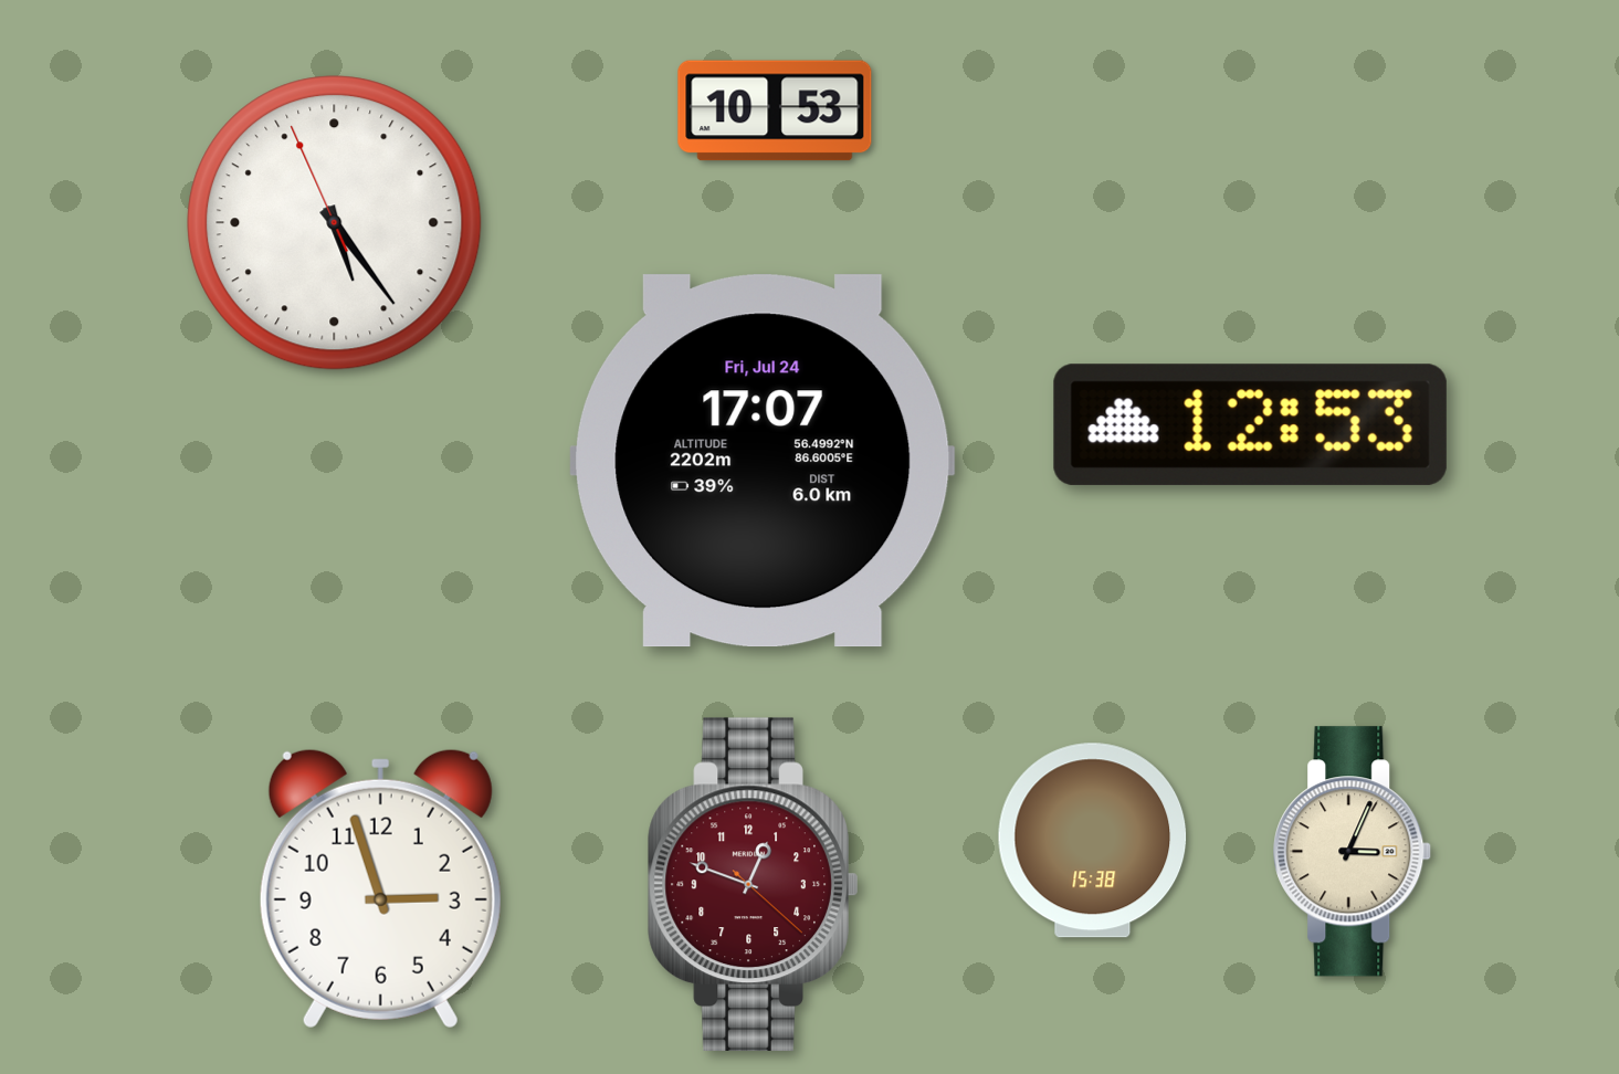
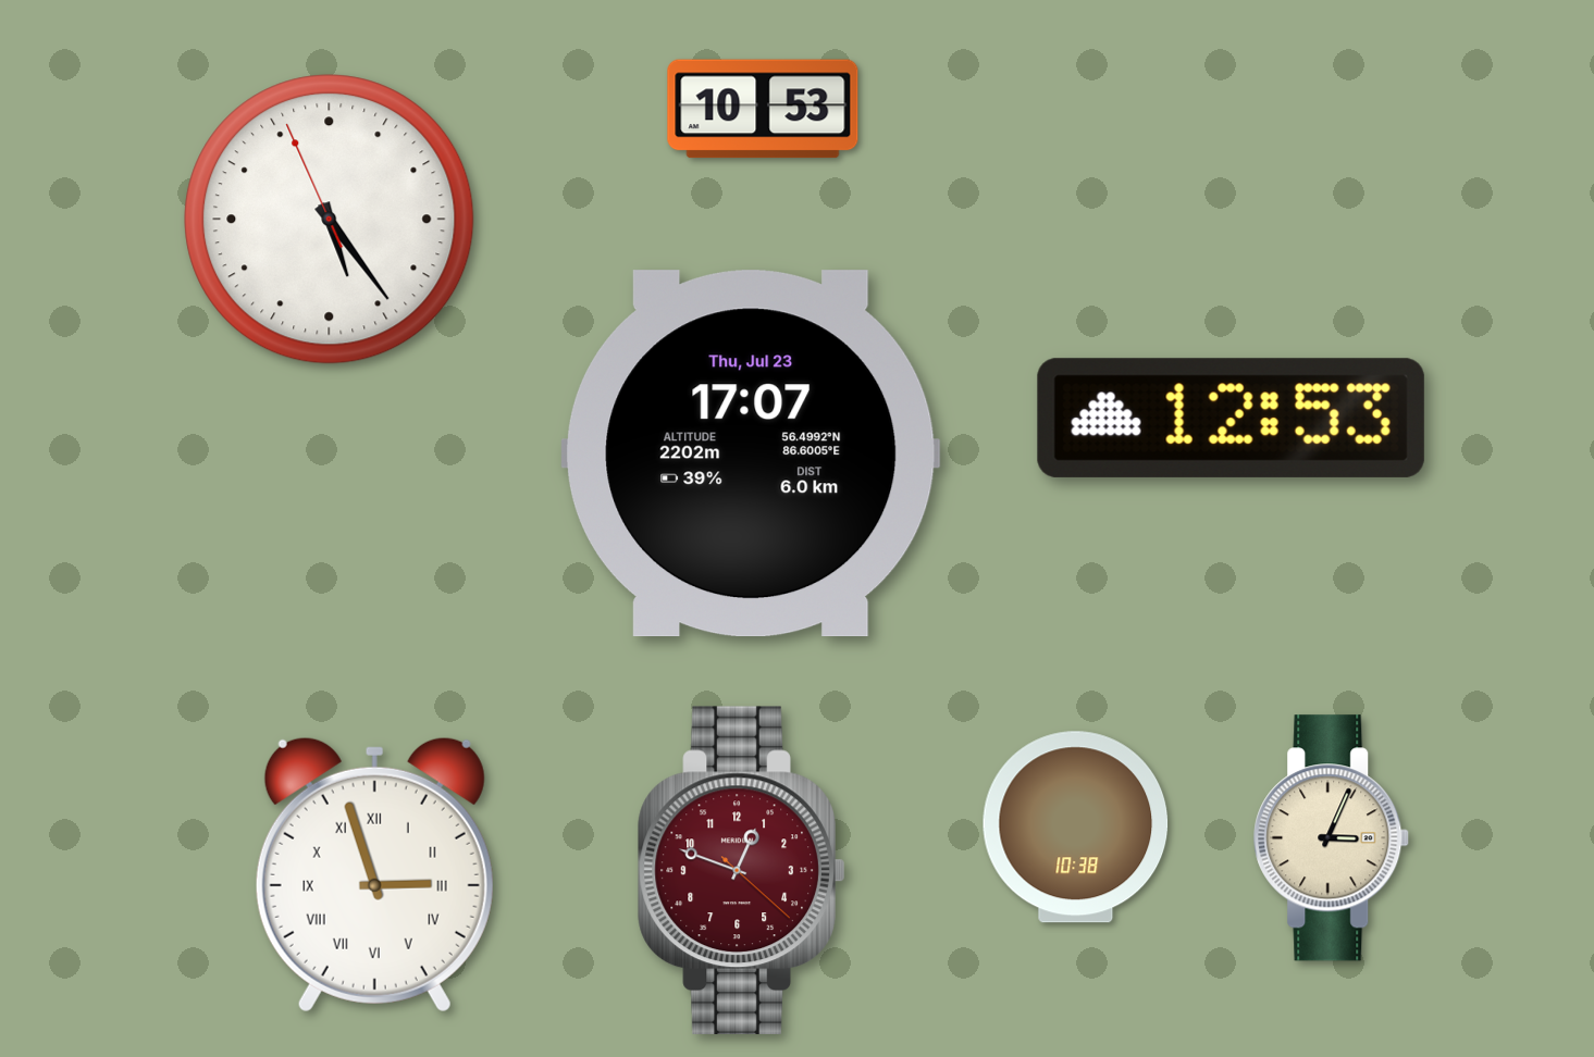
clock at (763, 461) date: Fri, Jul 24 -> Thu, Jul 23
clock at (1093, 841): 15:38 -> 10:38
clock at (380, 888) numerals: Arabic -> Roman
